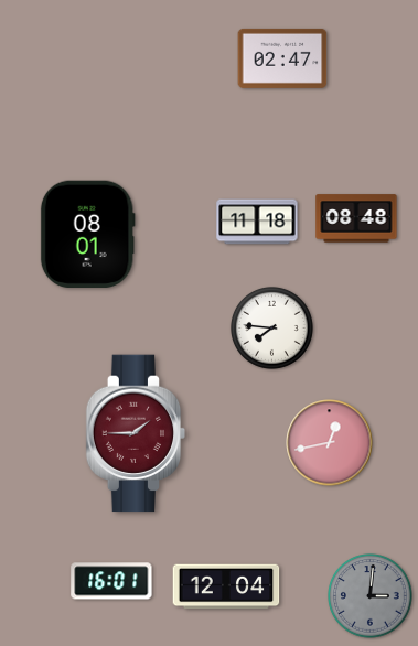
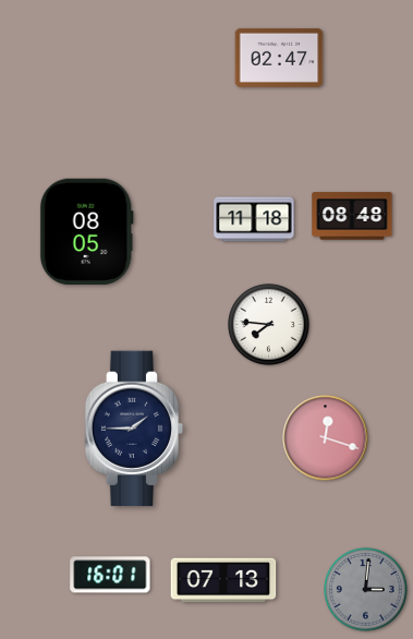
clock at (87, 234): 08:01 -> 08:05
clock at (136, 433) dial: burgundy -> navy
clock at (330, 443): 12:43 -> 12:18
clock at (226, 586): 12:04 -> 07:13
